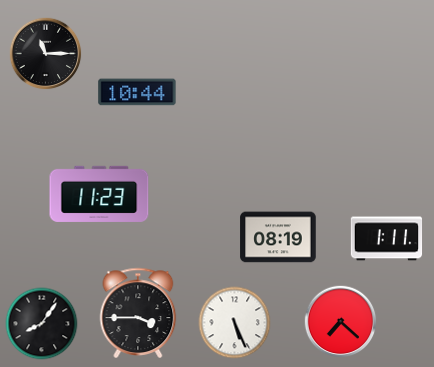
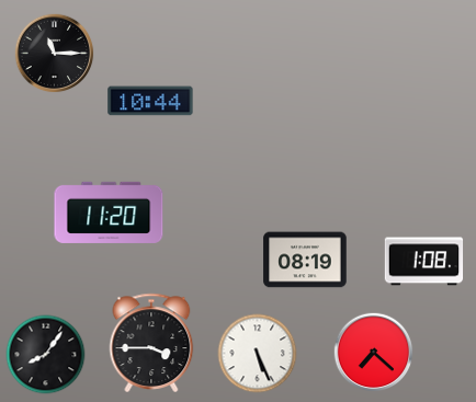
clock at (46, 54) position: (46, 54) -> (55, 54)
clock at (99, 194): 11:23 -> 11:20
clock at (387, 239): 1:11 -> 1:08
